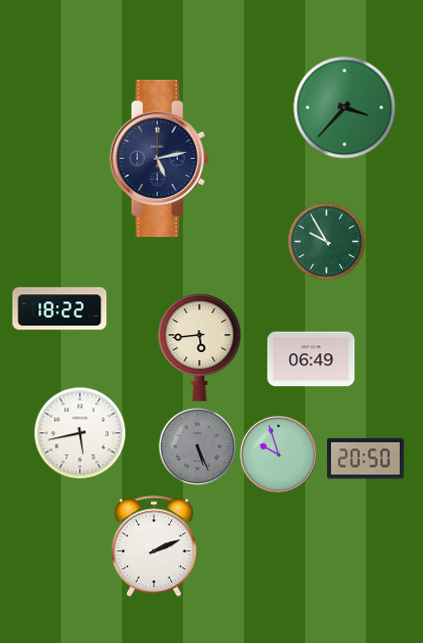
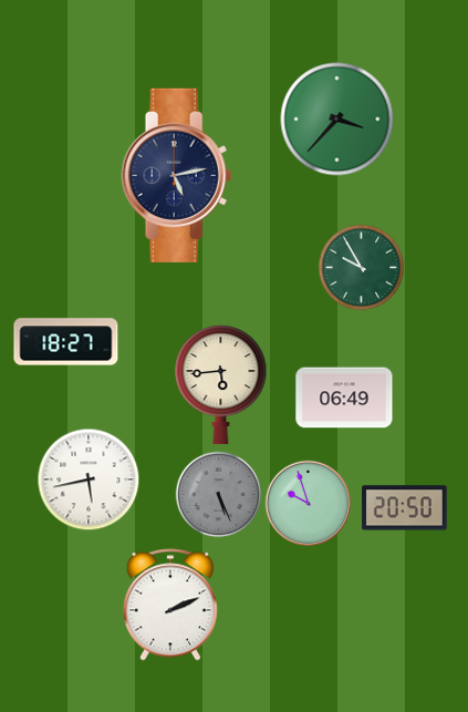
clock at (345, 108) position: (345, 108) -> (337, 120)
clock at (60, 309): 18:22 -> 18:27
